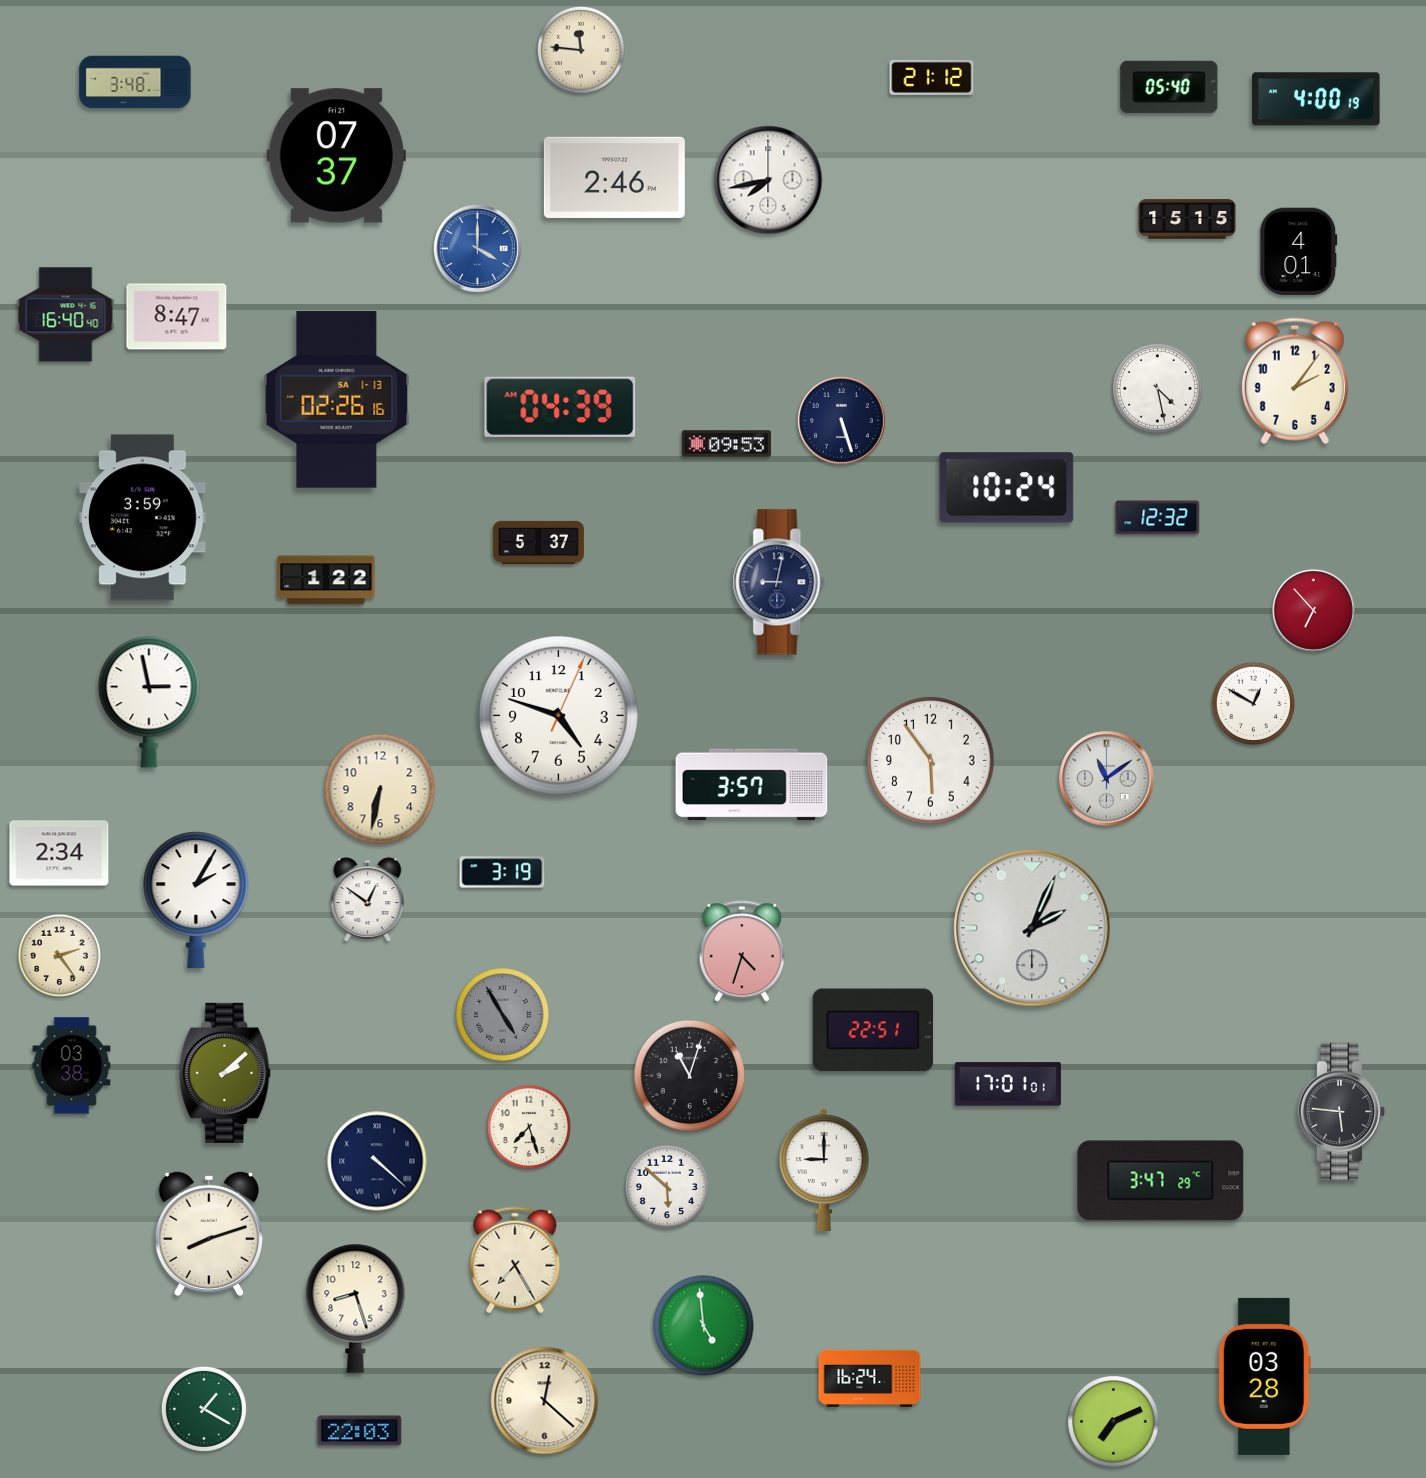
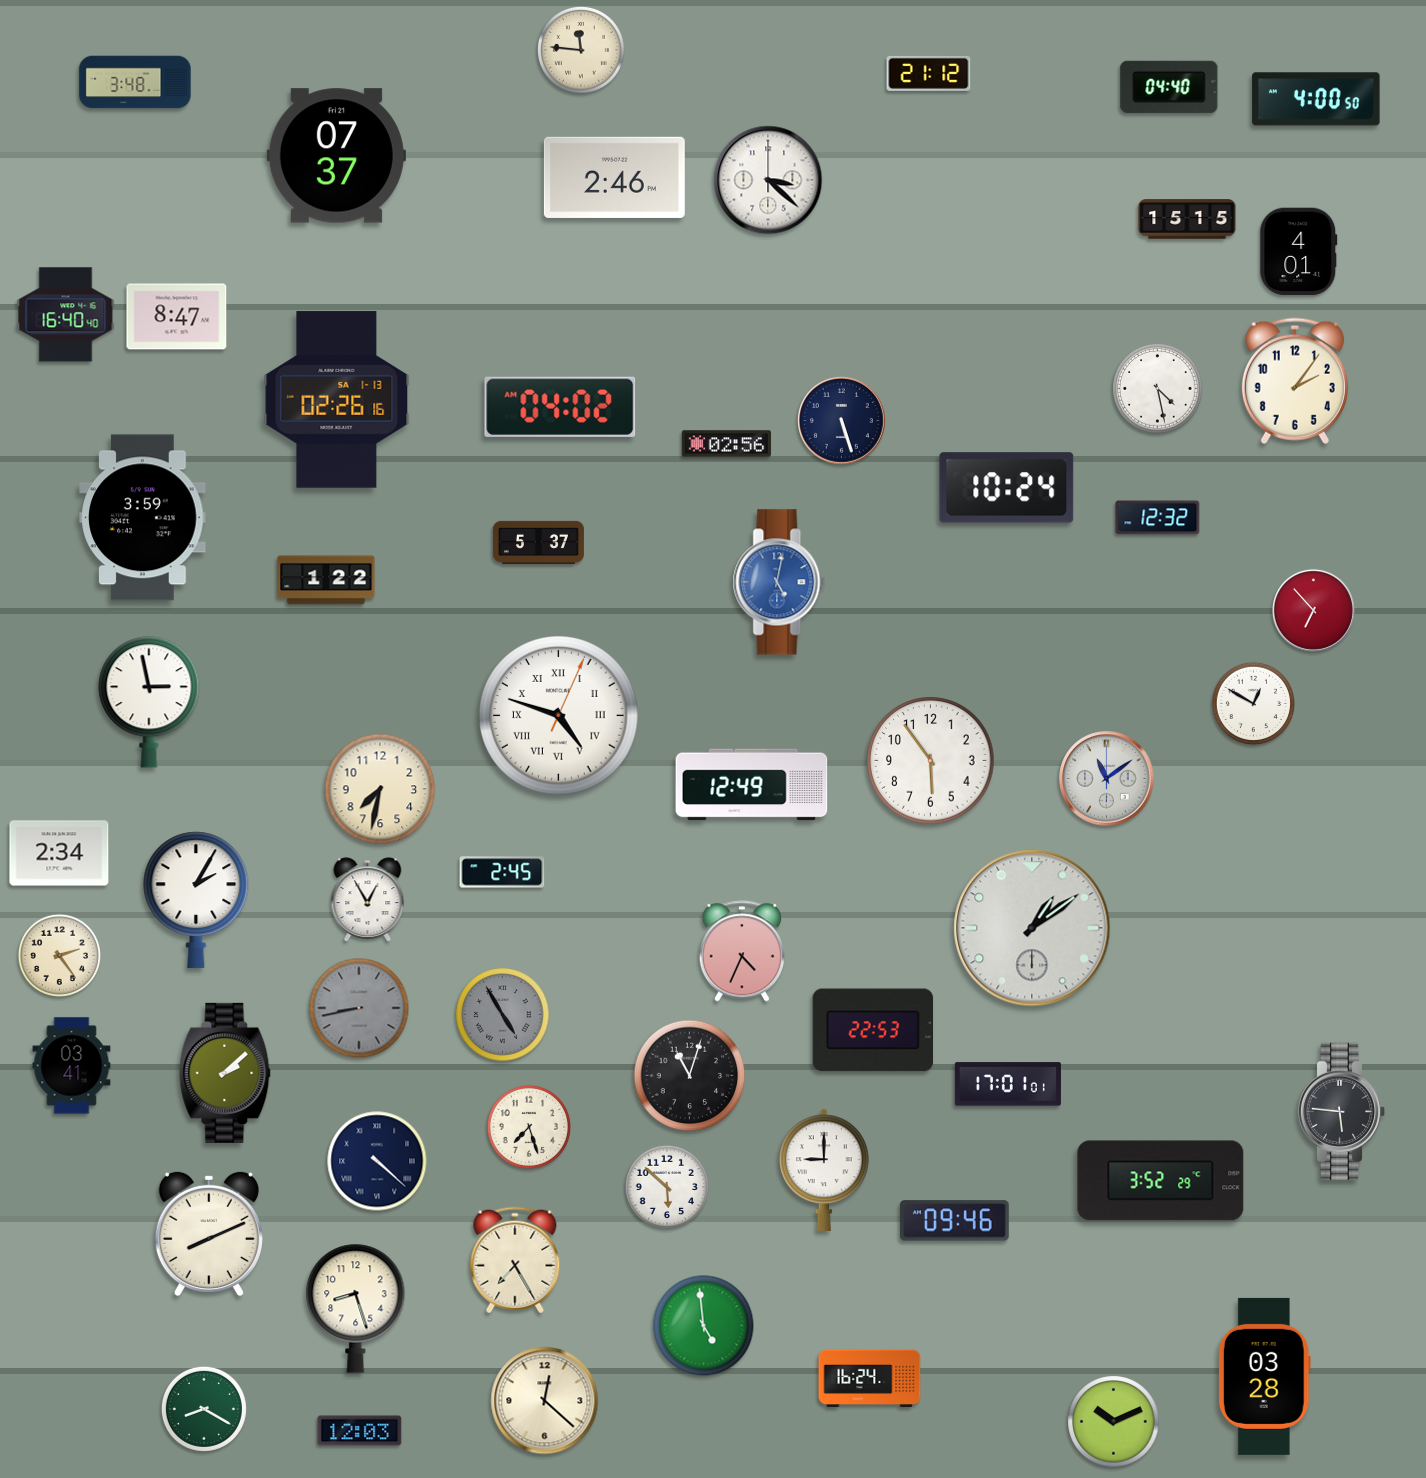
clock at (932, 77) position: (932, 77) -> (929, 73)
clock at (1169, 87): 05:40 -> 04:40
clock at (1316, 99): 4:00:19 -> 4:00:50
clock at (768, 180): 7:43 -> 3:22
clock at (478, 249): 4:00 -> none
clock at (560, 407): 04:39 -> 04:02
clock at (726, 444): 09:53 -> 02:56
clock at (779, 582): 9:02 -> 5:02
clock at (779, 582) dial: navy -> blue
clock at (559, 716) numerals: Arabic -> Roman
clock at (752, 785): 3:57 -> 12:49
clock at (380, 789): 6:32 -> 7:32
clock at (502, 872): 3:19 -> 2:45
clock at (368, 900): 12:51 -> 12:55
clock at (1032, 928): 2:04 -> 1:09
clock at (741, 951): 4:33 -> 4:34
clock at (359, 1008): none -> 8:43
clock at (873, 1030): 22:51 -> 22:53
clock at (72, 1066): 03:38 -> 03:41
clock at (1161, 1181): 3:47 -> 3:52
clock at (954, 1221): none -> 09:46
clock at (209, 1234): 8:12 -> 8:11
clock at (204, 1409): 1:20 -> 8:20
clock at (1114, 1422): 7:11 -> 10:11
clock at (360, 1431): 22:03 -> 12:03
